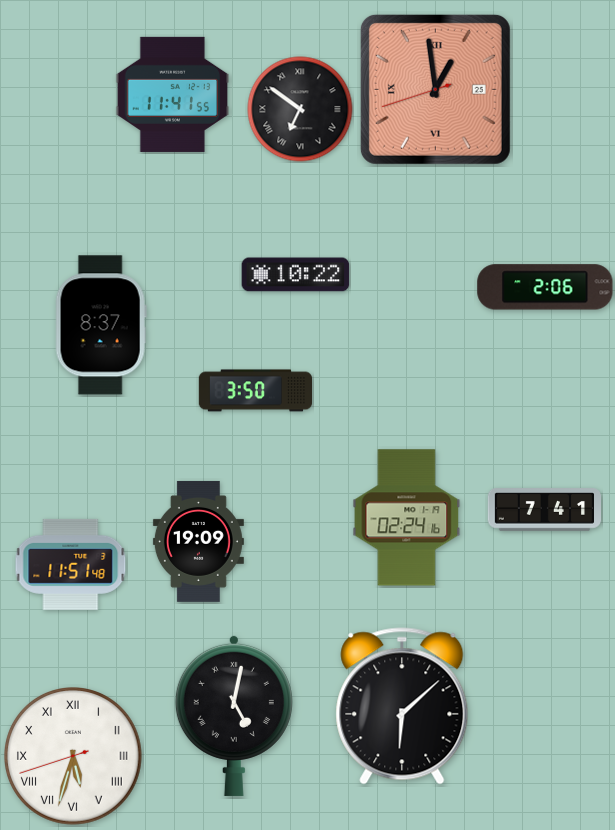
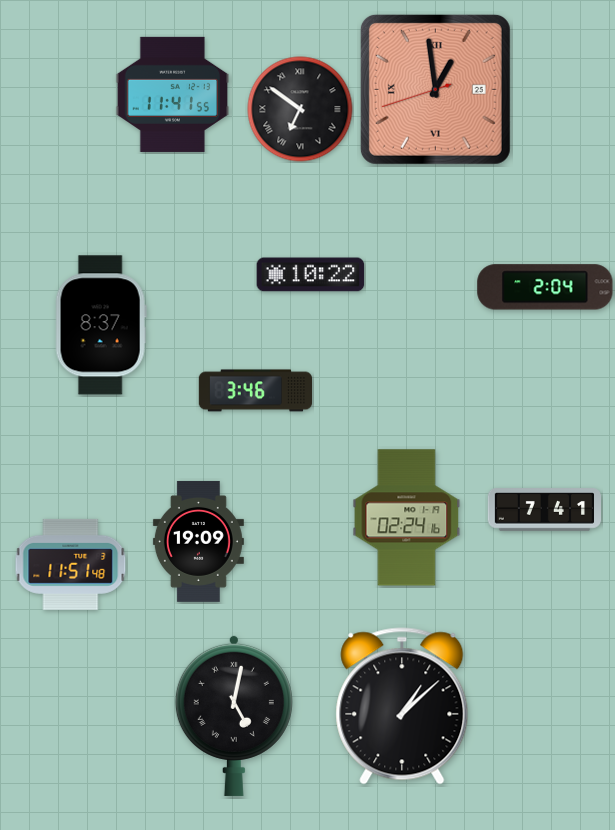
clock at (296, 275) position: (296, 275) -> (311, 275)
clock at (545, 287): 2:06 -> 2:04
clock at (255, 391): 3:50 -> 3:46
clock at (402, 706): 6:08 -> 1:08
clock at (74, 757): 5:32 -> none
